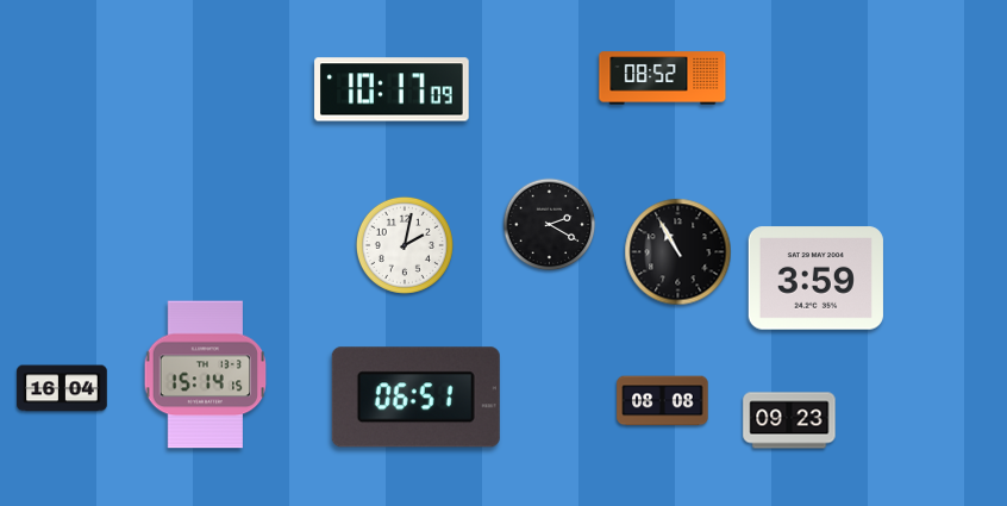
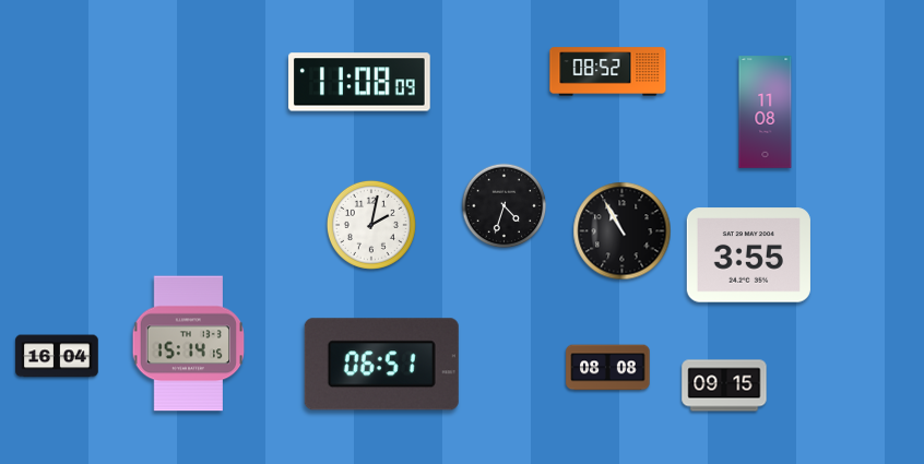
clock at (392, 89): 10:17 -> 11:08
clock at (766, 112): none -> 11:08
clock at (550, 225): 2:20 -> 4:33
clock at (815, 279): 3:59 -> 3:55
clock at (789, 420): 09:23 -> 09:15
